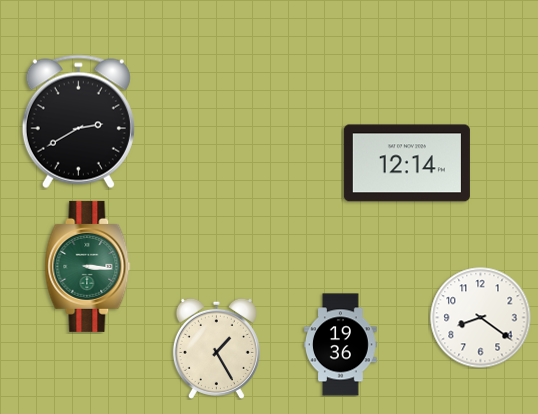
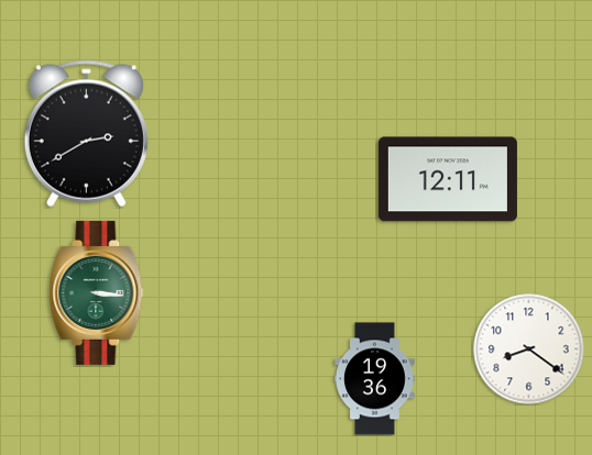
clock at (407, 163): 12:14 -> 12:11
clock at (216, 348): 1:25 -> none
